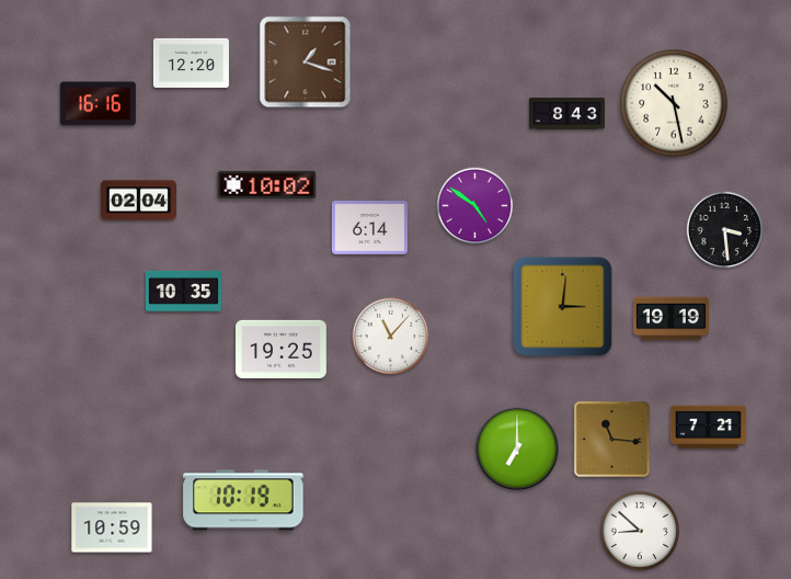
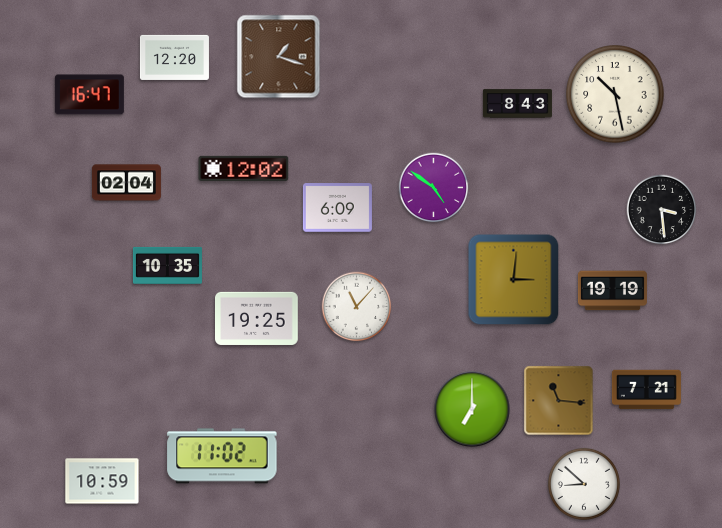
clock at (98, 104): 16:16 -> 16:47
clock at (267, 184): 10:02 -> 12:02
clock at (369, 228): 6:14 -> 6:09
clock at (243, 500): 10:19 -> 11:02
